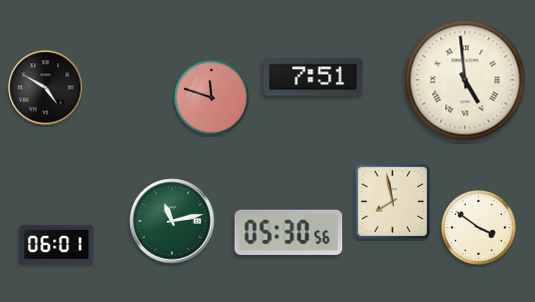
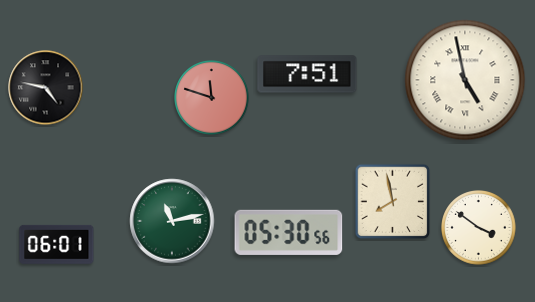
clock at (313, 77) position: (313, 77) -> (307, 74)
clock at (465, 80): 4:59 -> 4:58
clock at (46, 88): 4:50 -> 4:47
